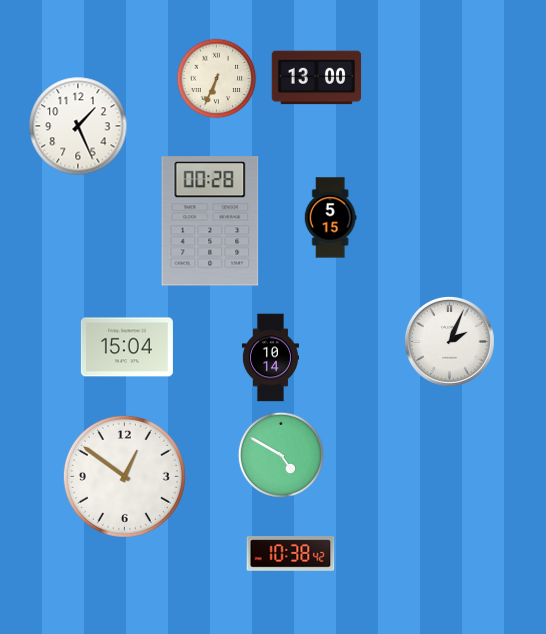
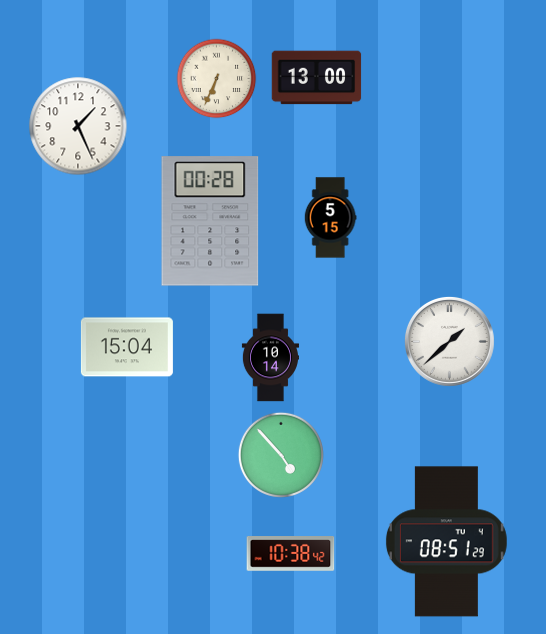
clock at (449, 341): 2:04 -> 1:38
clock at (281, 455): 4:50 -> 4:53
clock at (124, 476): 12:51 -> none
clock at (446, 542): none -> 08:51
